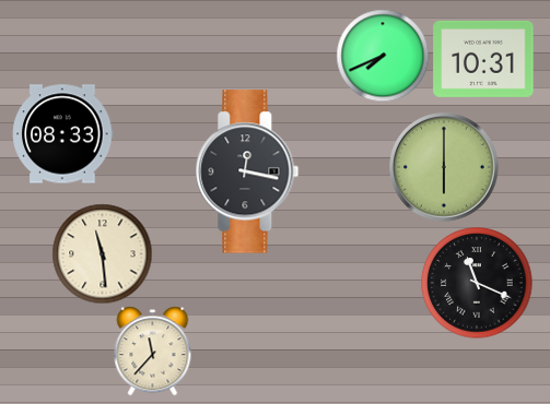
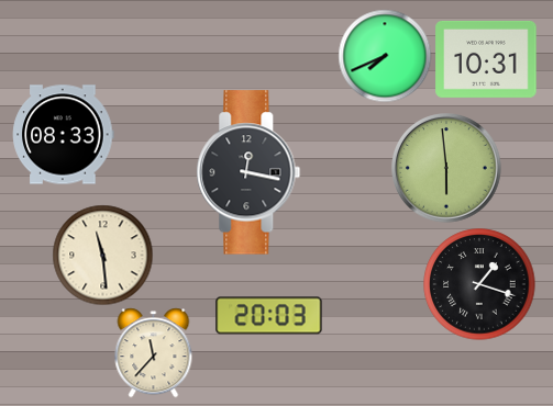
clock at (445, 168): 6:00 -> 5:59
clock at (477, 283): 11:19 -> 1:18
clock at (269, 316): none -> 20:03
